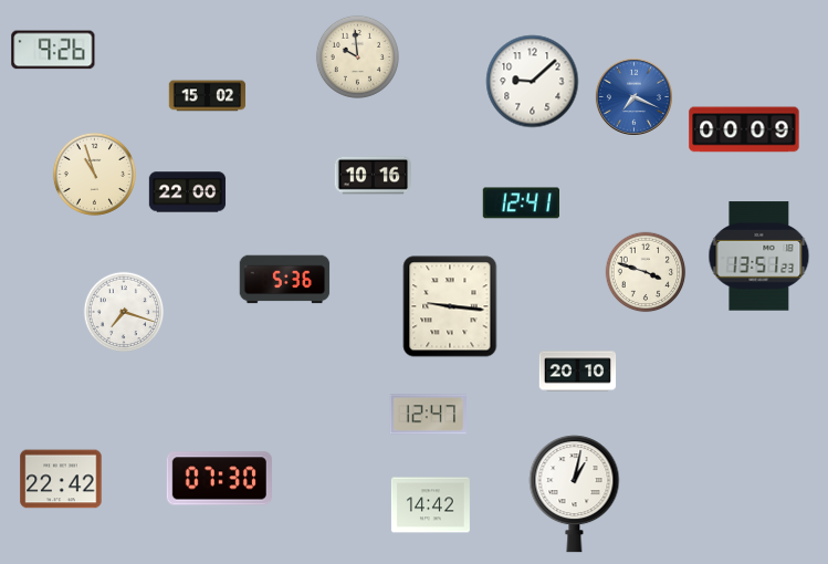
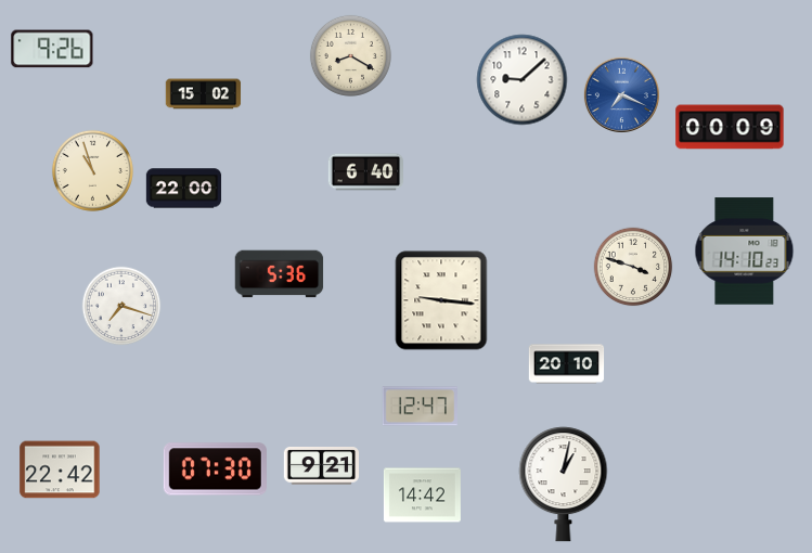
clock at (357, 56): 9:59 -> 8:20
clock at (374, 176): 10:16 -> 6:40
clock at (521, 203): 12:41 -> none
clock at (759, 257): 13:51 -> 14:10
clock at (321, 466): none -> 9:21
